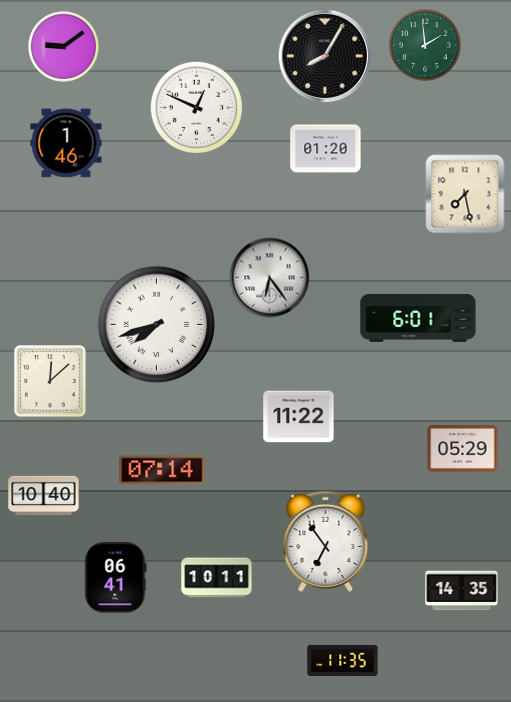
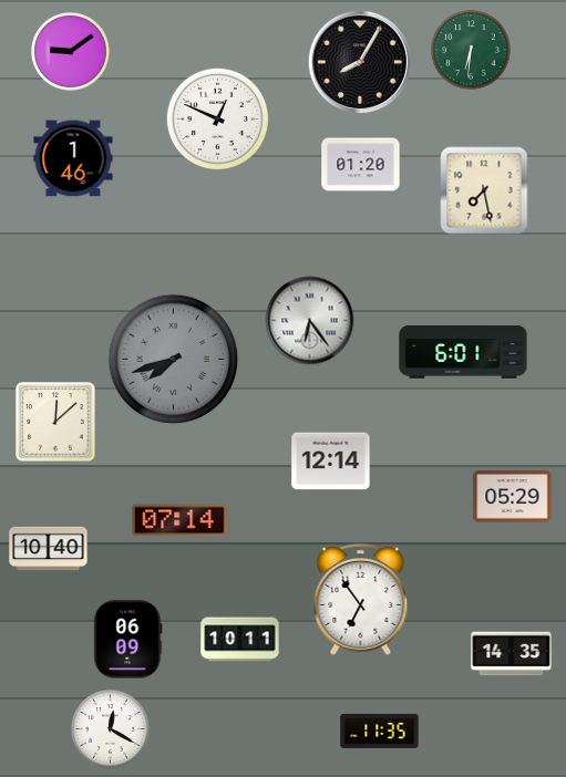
clock at (425, 45): 1:59 -> 6:31
clock at (465, 194) position: (465, 194) -> (484, 190)
clock at (270, 278) position: (270, 278) -> (310, 321)
clock at (157, 325) dial: white -> grey
clock at (299, 417): 11:22 -> 12:14
clock at (116, 578): 06:41 -> 06:09
clock at (111, 729): none -> 12:20
